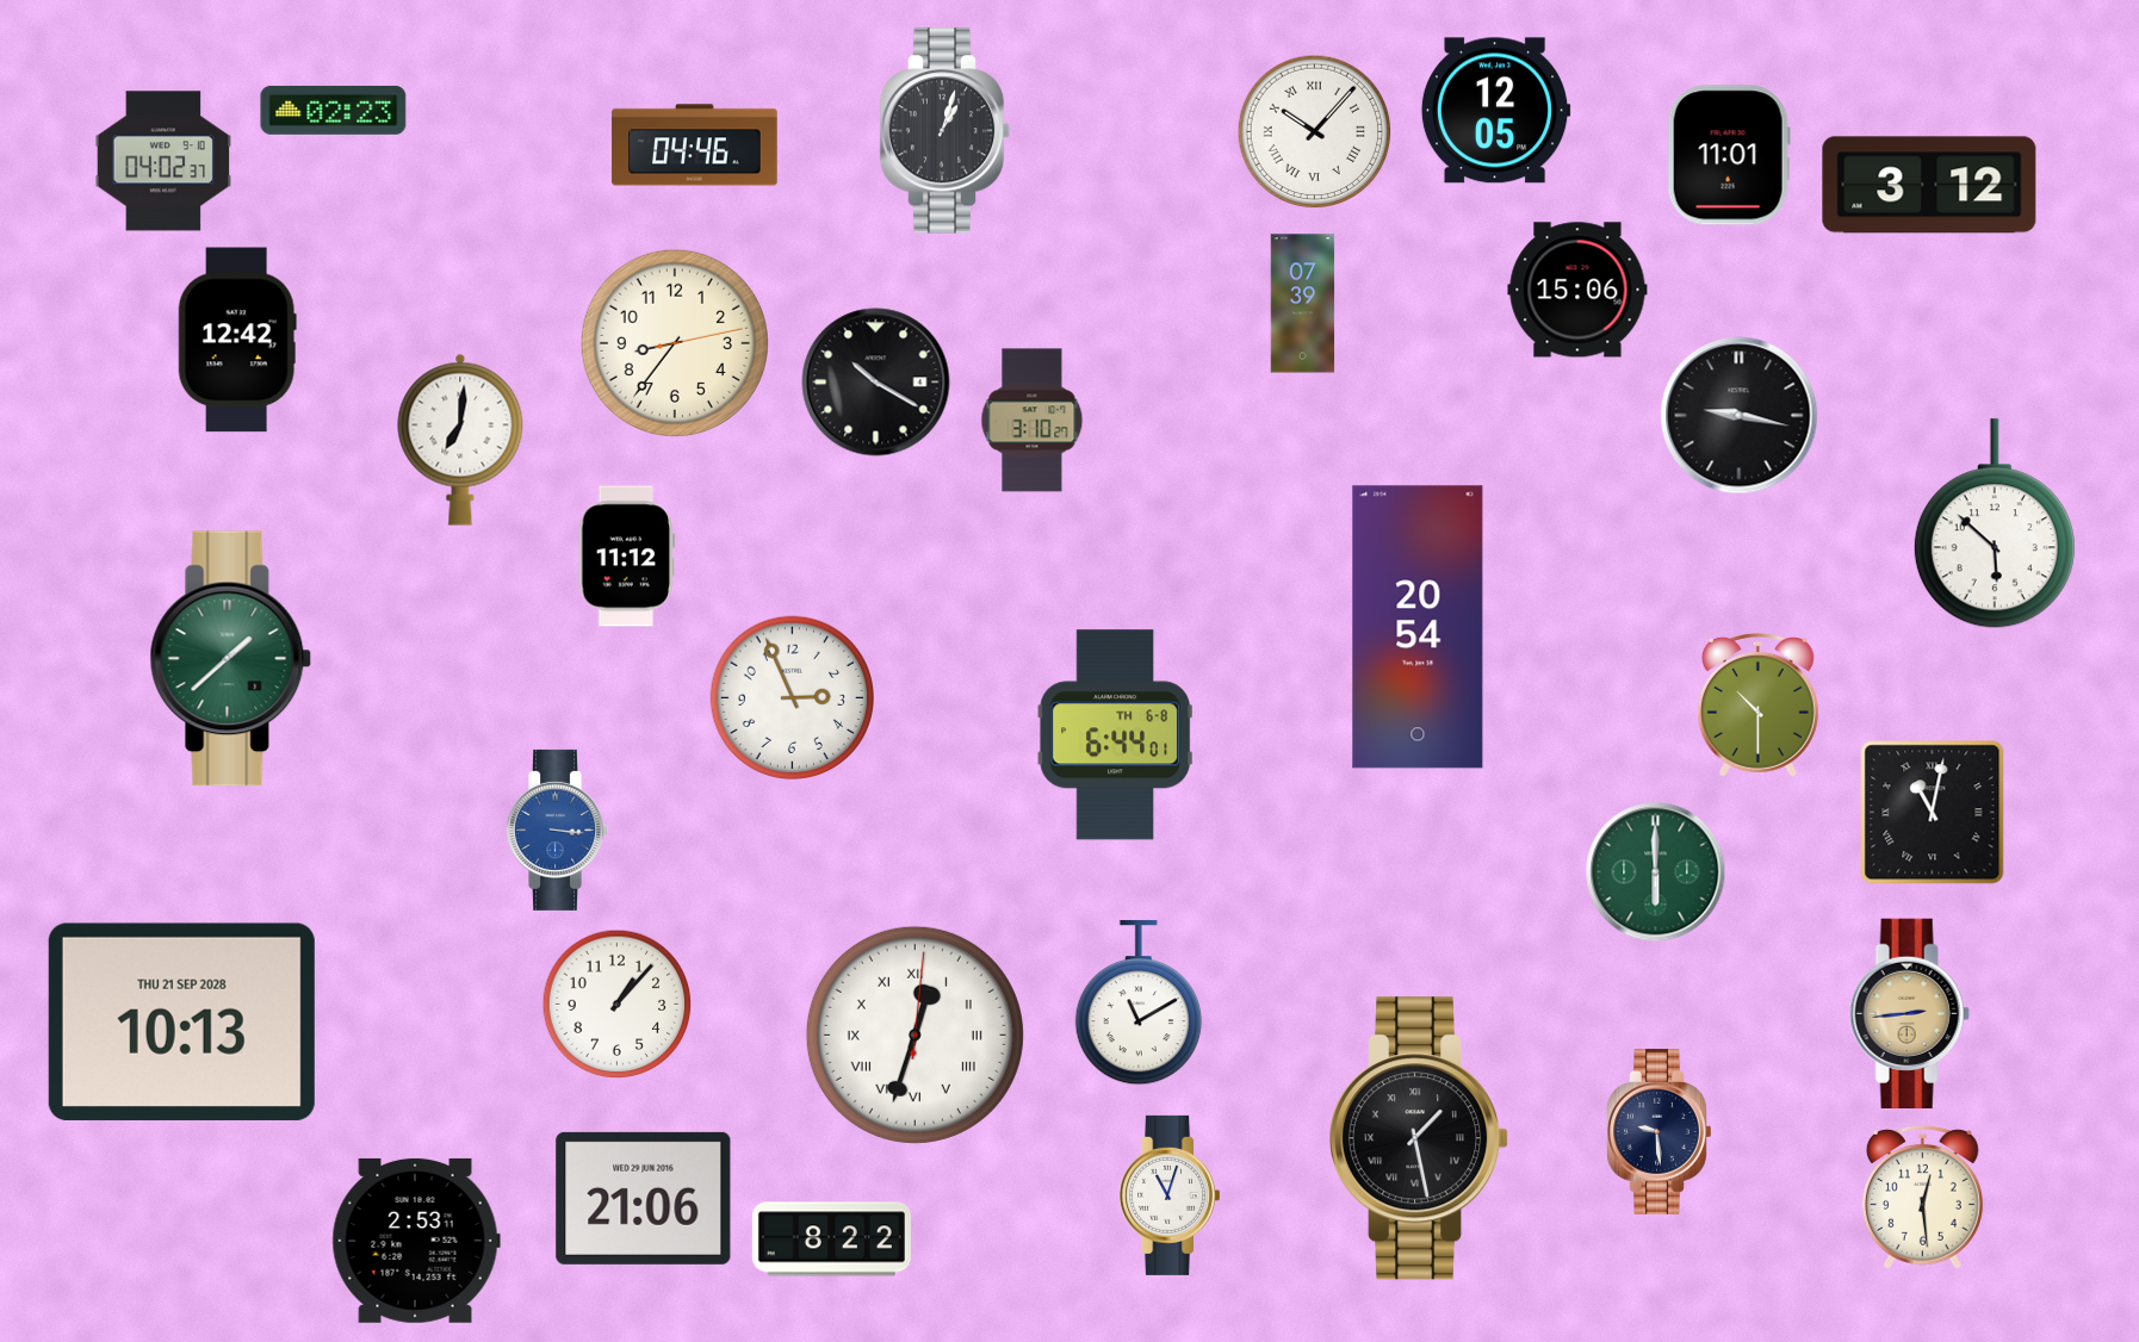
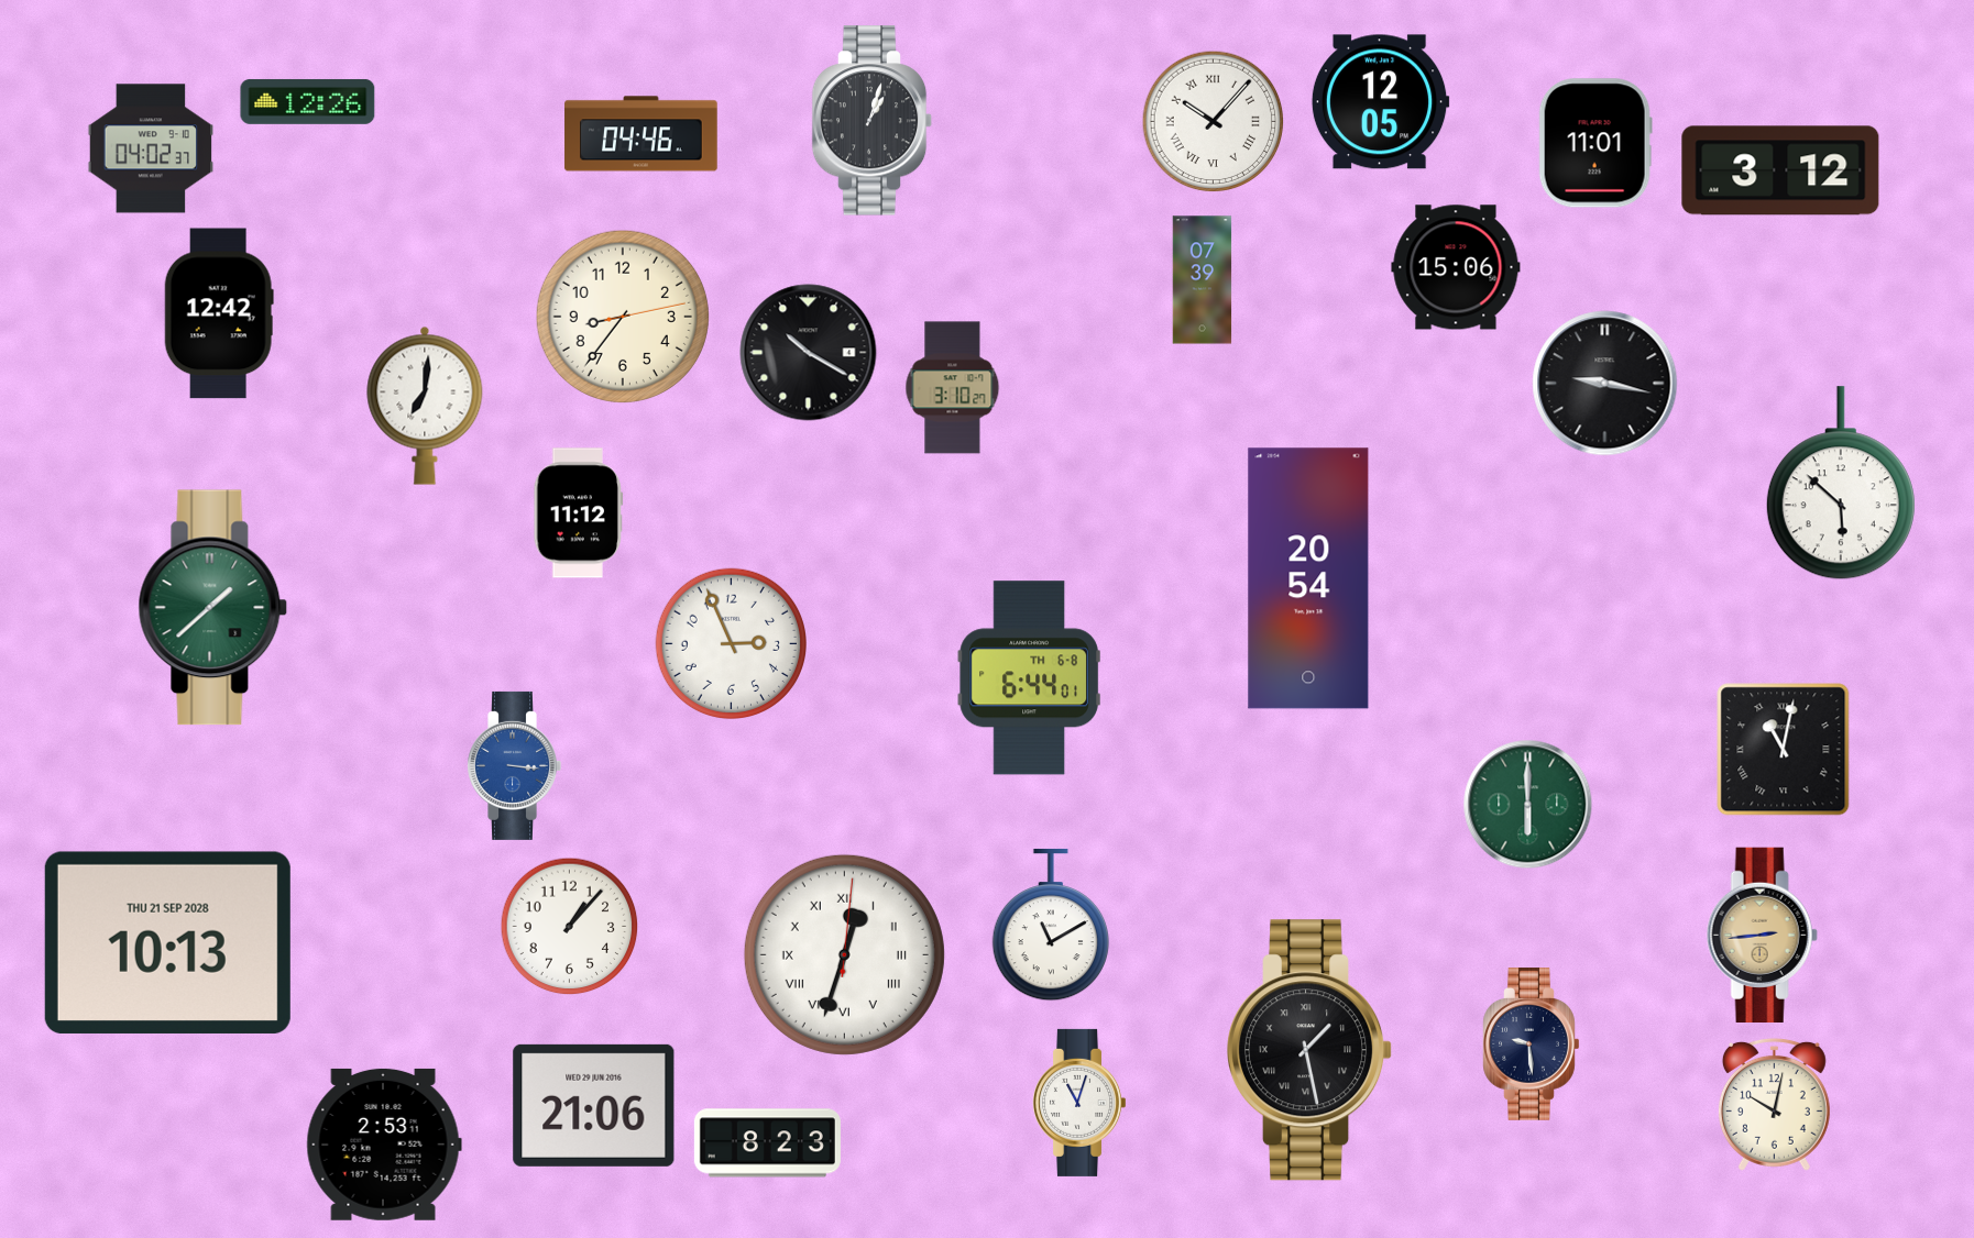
clock at (334, 110): 02:23 -> 12:26
clock at (1757, 704): 10:30 -> none
clock at (1922, 1197): 12:29 -> 10:02
clock at (831, 1240): 8:22 -> 8:23
